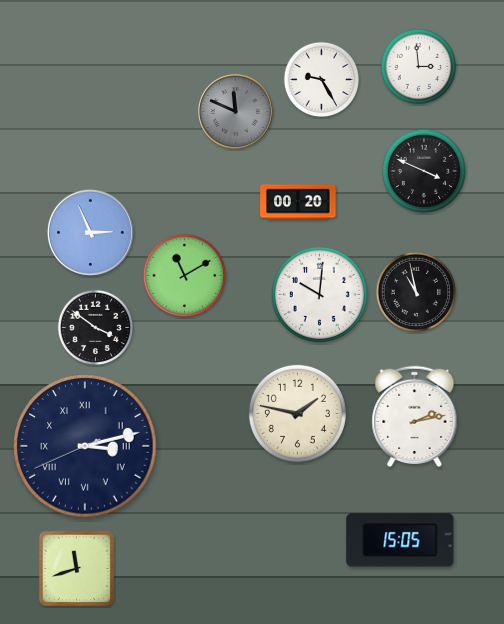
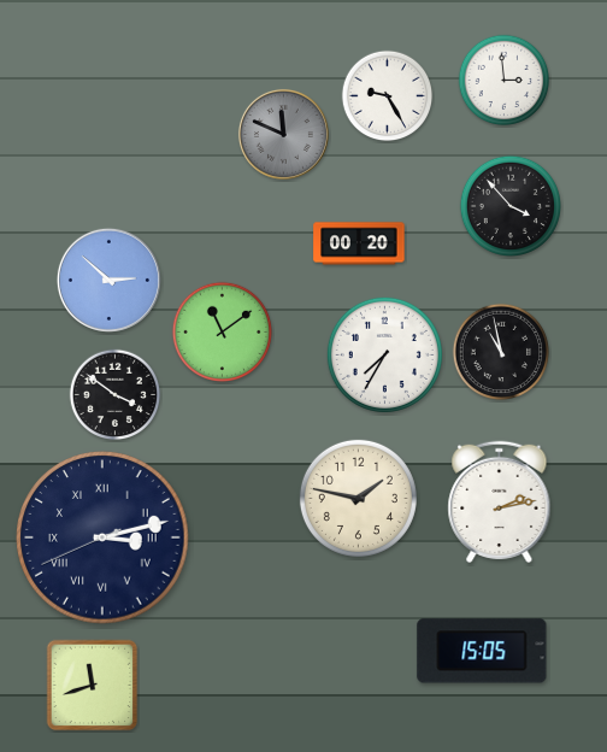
clock at (423, 170): 3:49 -> 3:53
clock at (90, 232): 2:56 -> 2:52
clock at (184, 275): 11:10 -> 11:09
clock at (319, 294): 10:01 -> 7:35
